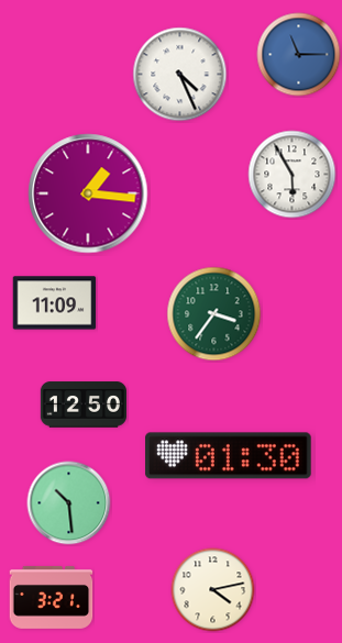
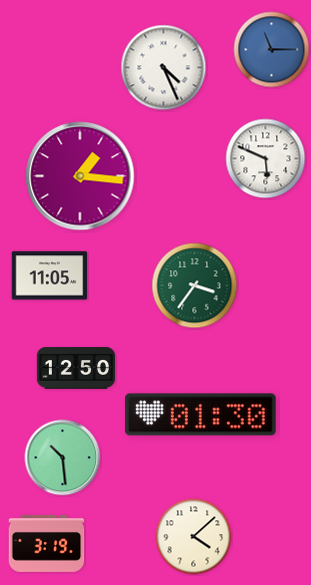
clock at (293, 175): 5:55 -> 5:49
clock at (55, 303): 11:09 -> 11:05
clock at (229, 456) position: (229, 456) -> (201, 415)
clock at (213, 590): 4:13 -> 4:08
clock at (52, 597): 3:21 -> 3:19
